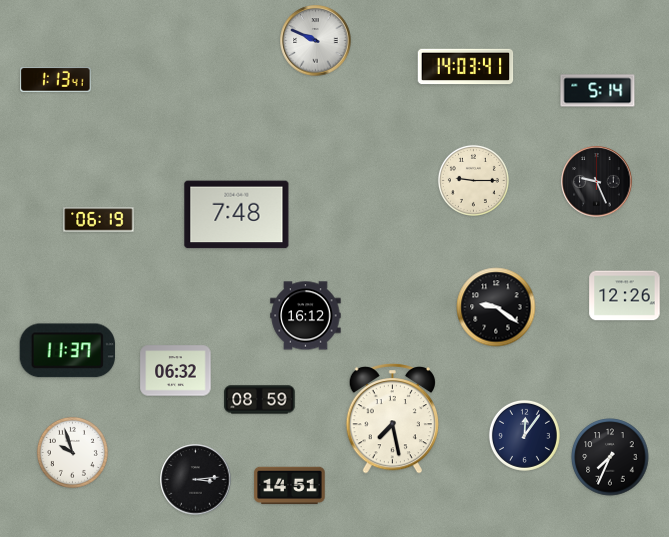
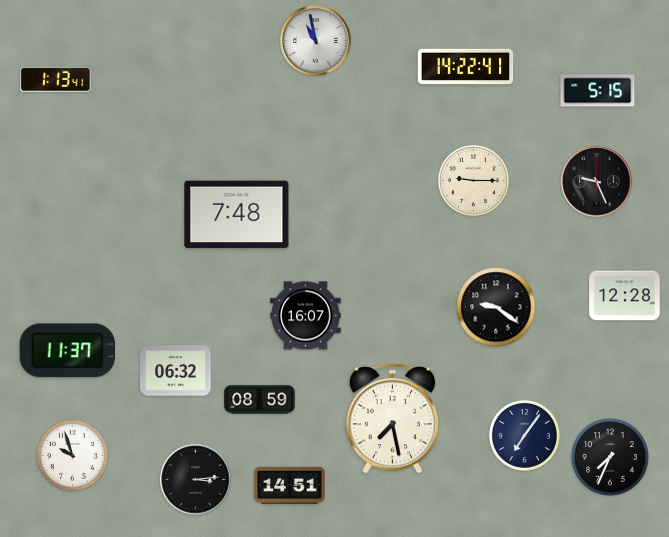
clock at (316, 41): 9:49 -> 10:58
clock at (466, 67): 14:03 -> 14:22
clock at (598, 91): 5:14 -> 5:15
clock at (99, 220): 06:19 -> none
clock at (625, 296): 12:26 -> 12:28
clock at (306, 316): 16:12 -> 16:07
clock at (524, 435): 12:06 -> 7:06
clock at (72, 452) position: (72, 452) -> (72, 455)
